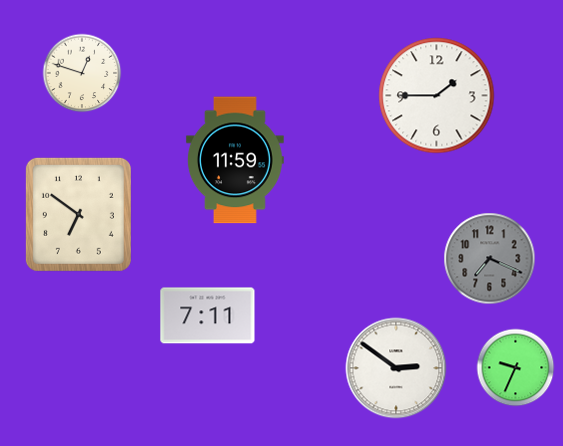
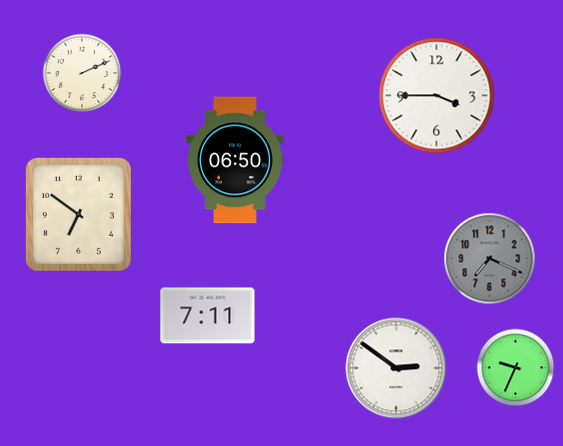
clock at (82, 73): 12:48 -> 2:11
clock at (437, 96): 1:45 -> 3:45
clock at (235, 160): 11:59 -> 06:50
